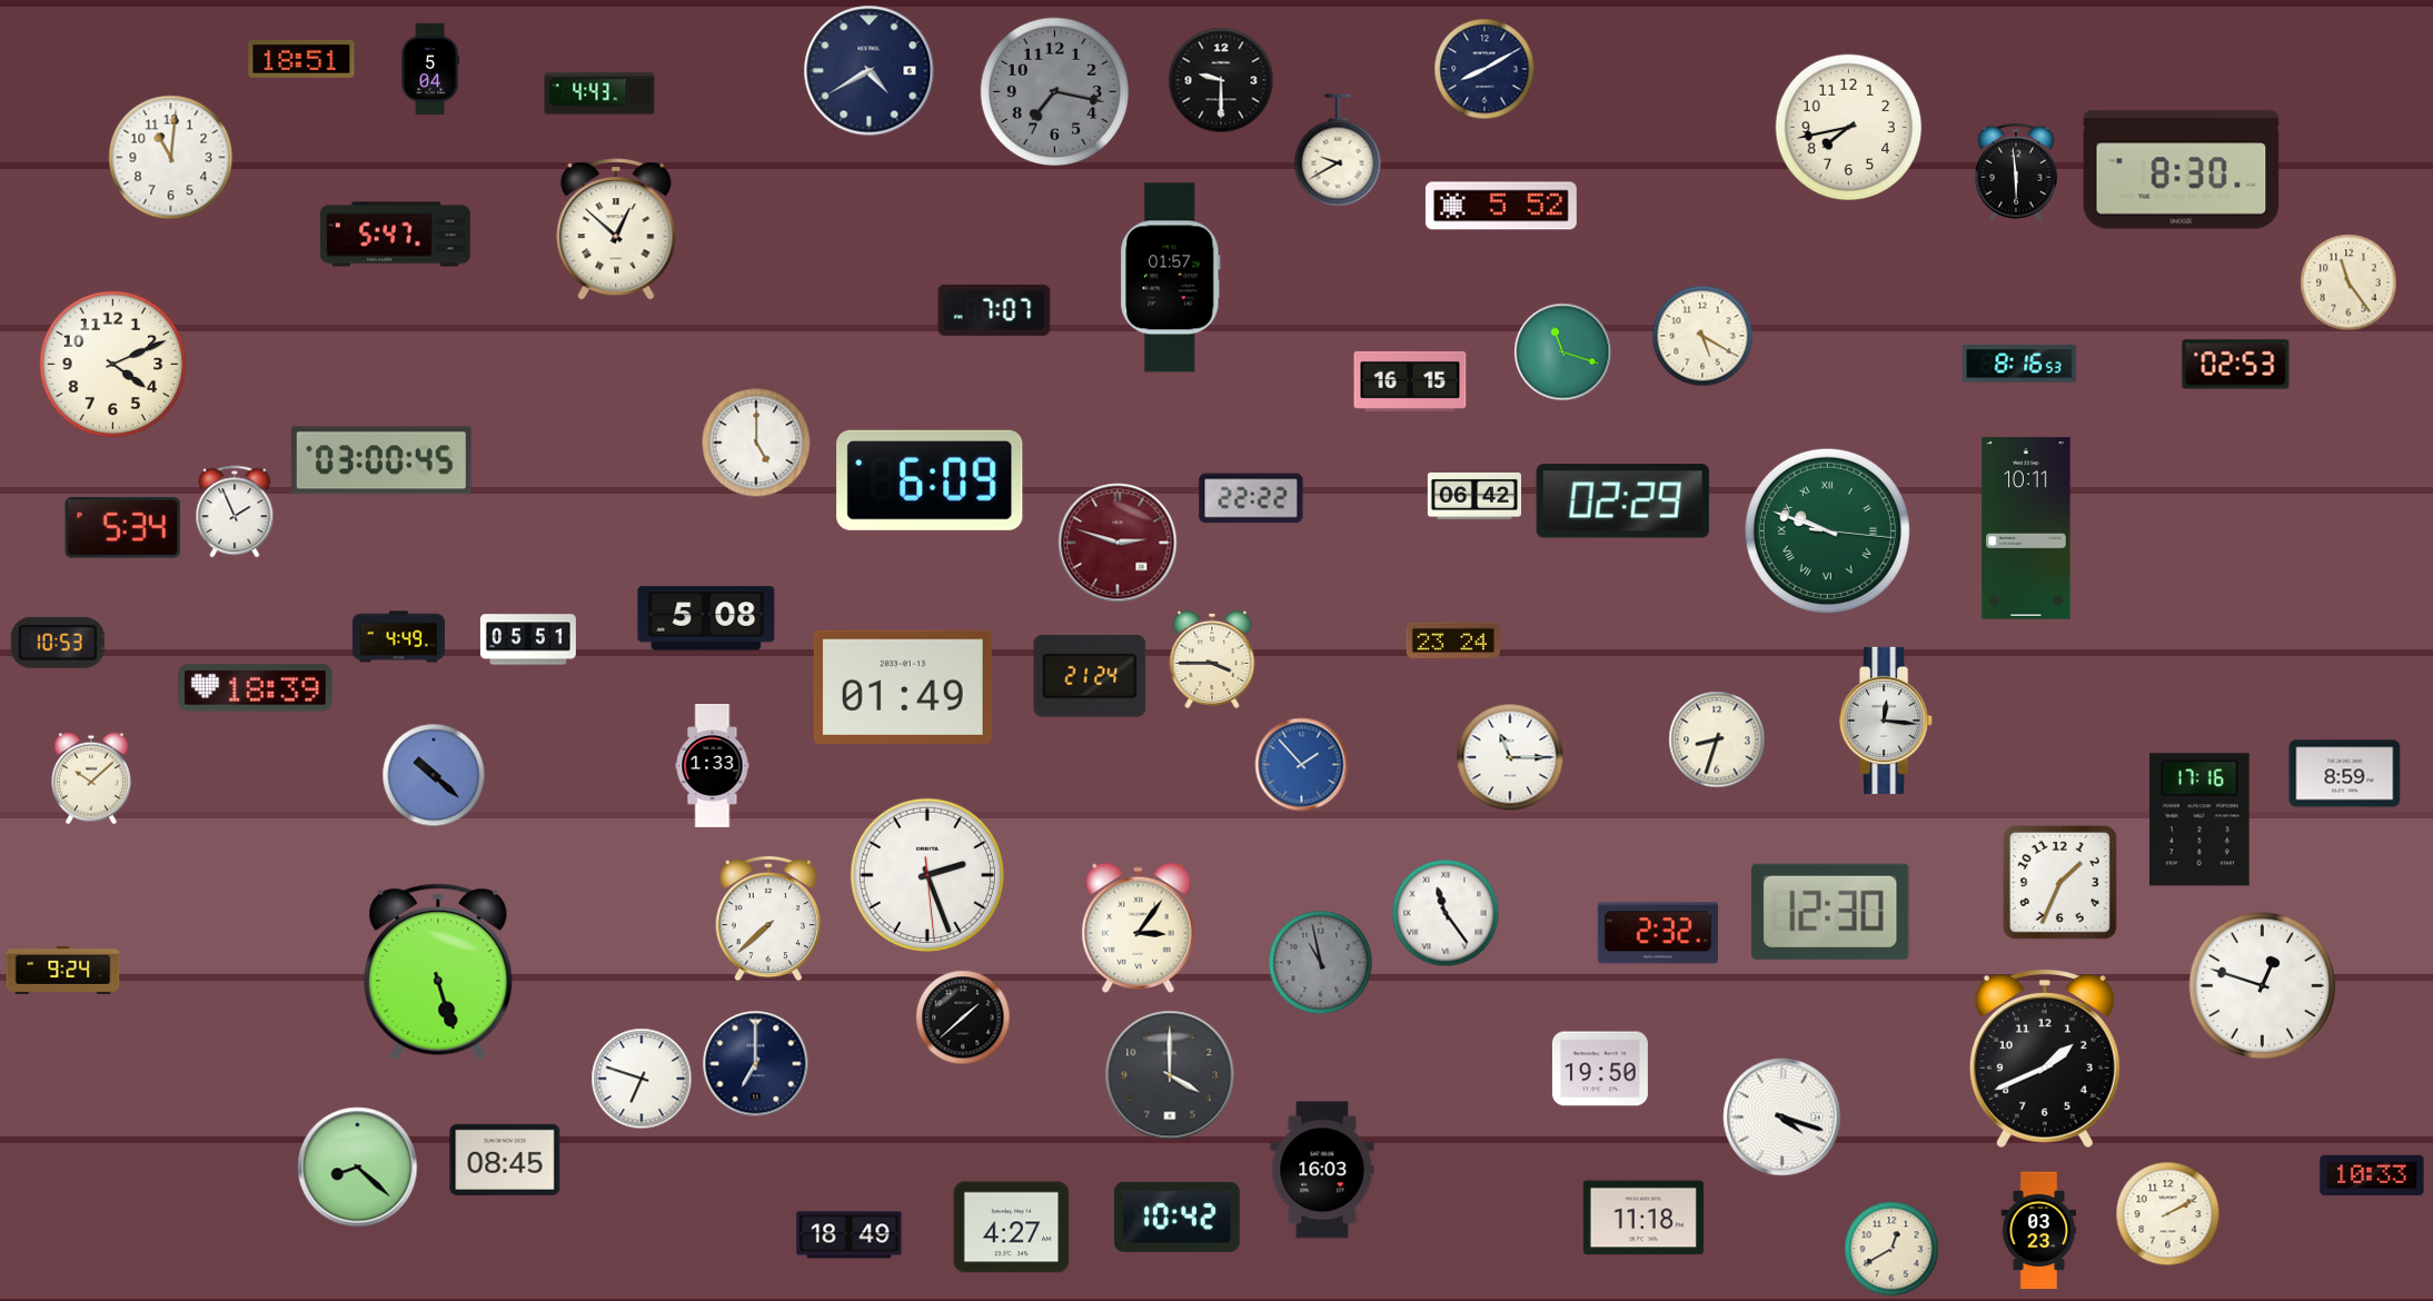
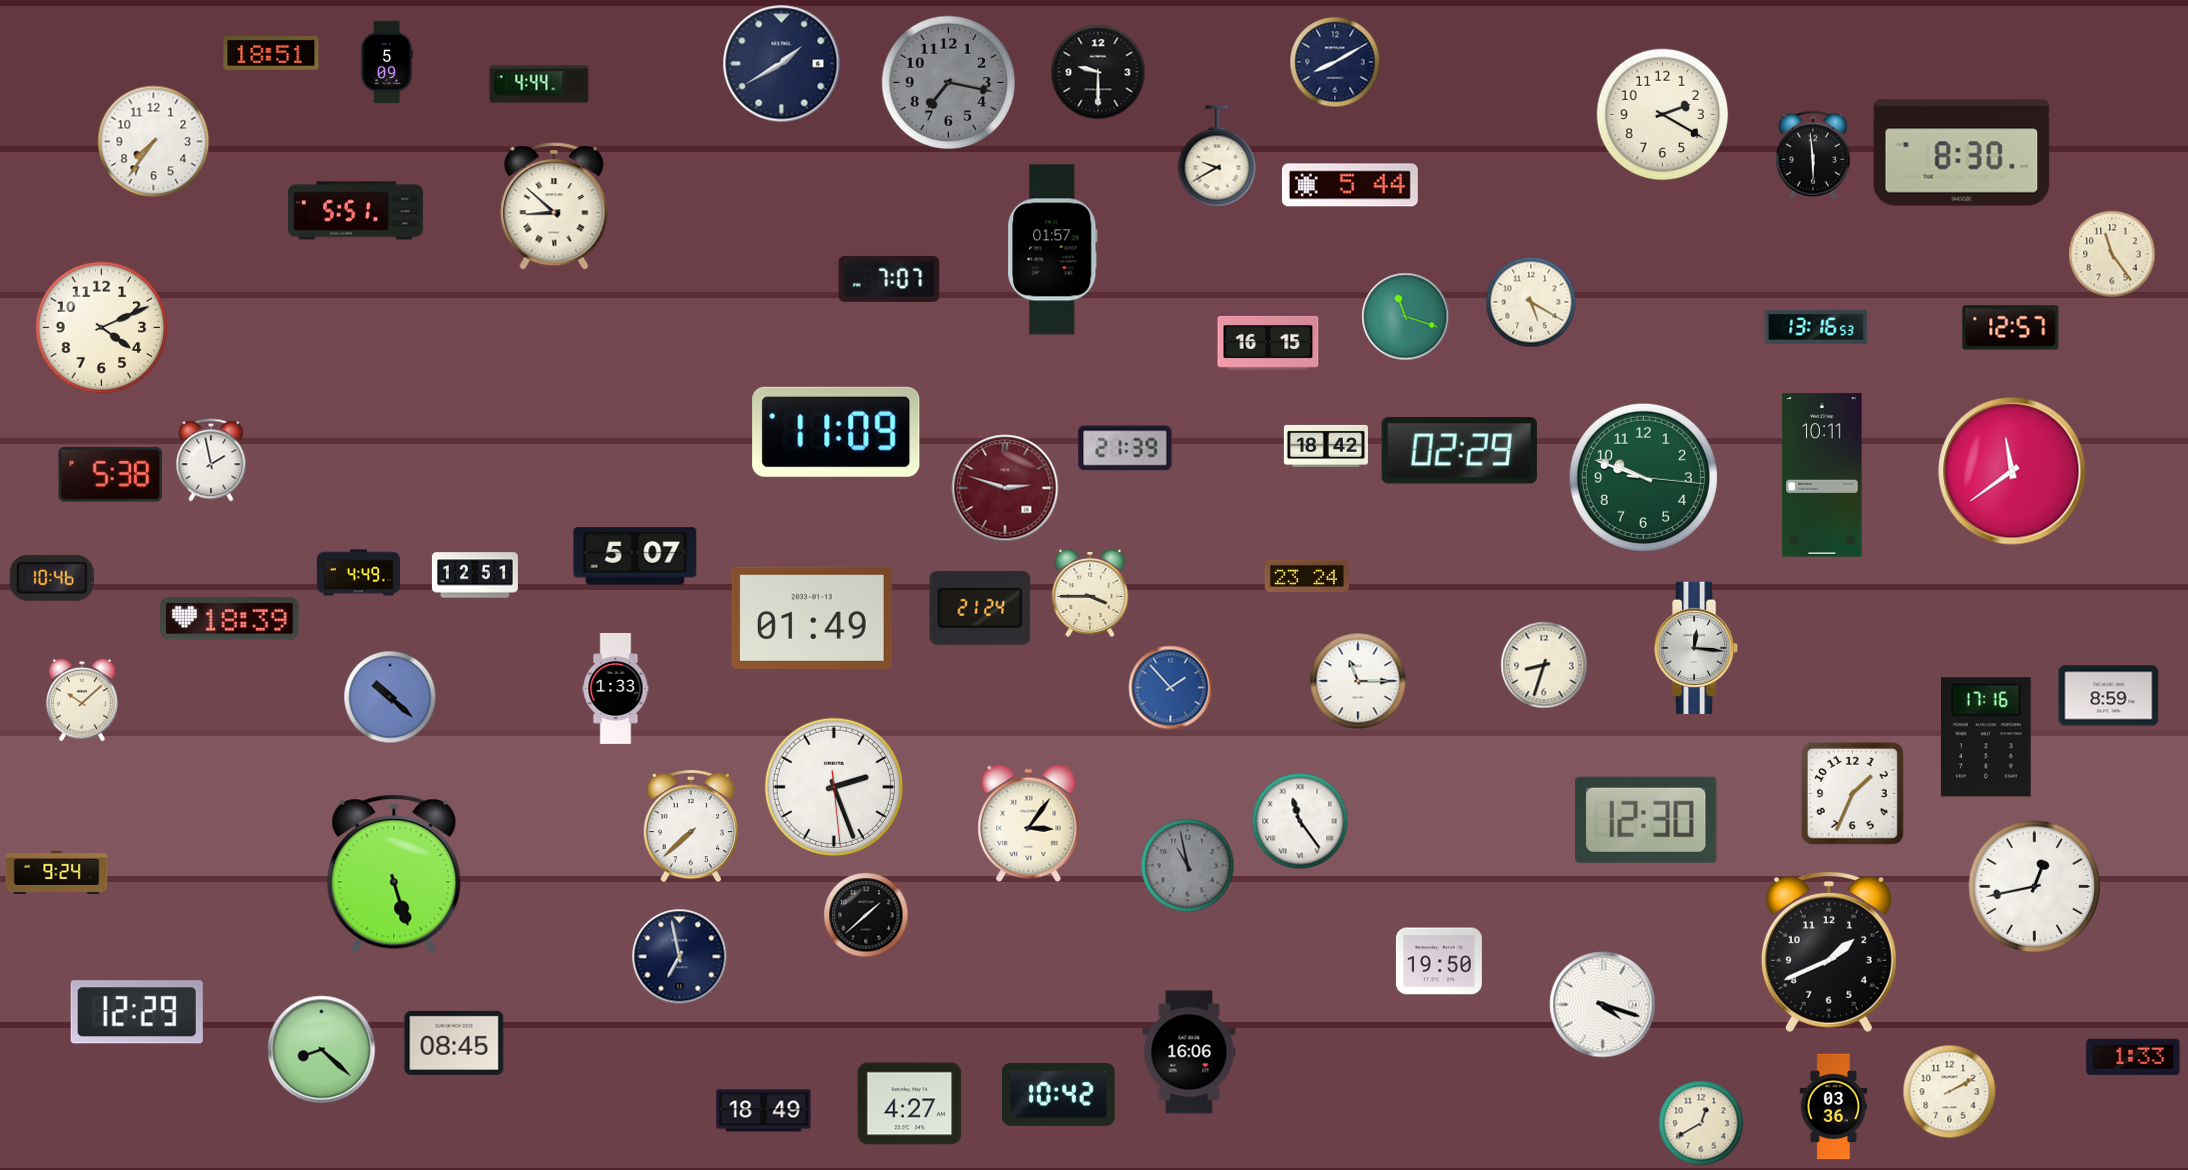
clock at (430, 69): 5:04 -> 5:09
clock at (870, 71): 4:40 -> 1:40
clock at (599, 93): 4:43 -> 4:44
clock at (1849, 128): 7:43 -> 2:20
clock at (1338, 150) position: (1338, 150) -> (1217, 156)
clock at (171, 158): 11:01 -> 7:36
clock at (1501, 206): 5:52 -> 5:44
clock at (616, 229): 12:52 -> 8:52
clock at (395, 235): 5:47 -> 5:51
clock at (994, 310) position: (994, 310) -> (889, 279)
clock at (2019, 364): 8:16 -> 13:16
clock at (2236, 365): 02:53 -> 12:57
clock at (756, 443): 5:00 -> none
clock at (381, 460): 03:00 -> none
clock at (930, 480): 6:09 -> 11:09
clock at (1474, 496): 06:42 -> 18:42
clock at (1251, 498): 22:22 -> 21:39
clock at (235, 512): 1:56 -> 1:58
clock at (2012, 471): none -> 11:39
clock at (123, 528): 5:34 -> 5:38
clock at (1827, 530) numerals: Roman -> Arabic
clock at (706, 618): 5:08 -> 5:07
clock at (528, 639): 05:51 -> 12:51
clock at (58, 643): 10:53 -> 10:46
clock at (713, 766) position: (713, 766) -> (616, 689)
clock at (2199, 820) position: (2199, 820) -> (1986, 737)
clock at (1139, 927) position: (1139, 927) -> (1029, 823)
clock at (1658, 933): 2:32 -> none
clock at (2263, 986): 12:48 -> 12:43
clock at (2045, 1059) position: (2045, 1059) -> (1829, 952)
clock at (756, 1064): 7:00 -> 6:58
clock at (1170, 1075): 4:00 -> none
clock at (642, 1079): 6:48 -> none
clock at (137, 1012): none -> 12:29
clock at (1322, 1170): 16:03 -> 16:06
clock at (2372, 1175): 10:33 -> 1:33
clock at (1643, 1218): 11:18 -> none
clock at (2039, 1231): 03:23 -> 03:36
